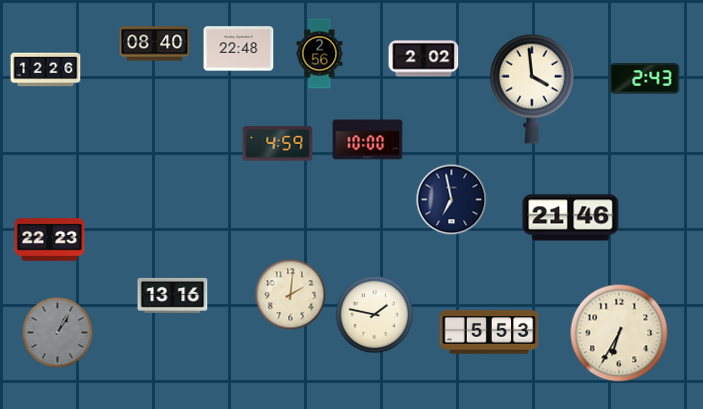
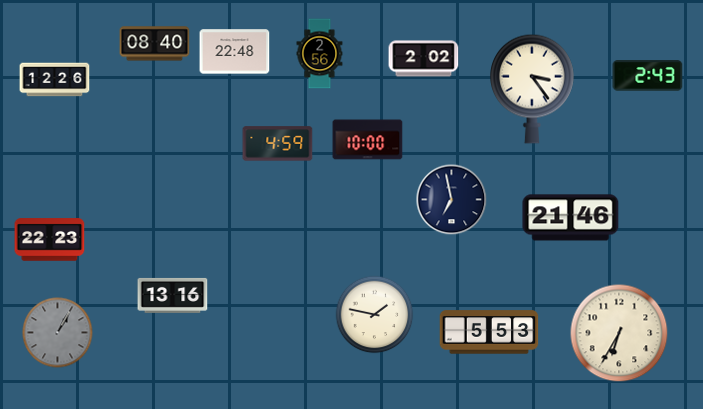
clock at (239, 49) position: (239, 49) -> (235, 52)
clock at (46, 70) position: (46, 70) -> (55, 80)
clock at (645, 79) position: (645, 79) -> (648, 76)
clock at (533, 89): 3:59 -> 3:24
clock at (291, 295): 2:01 -> none
